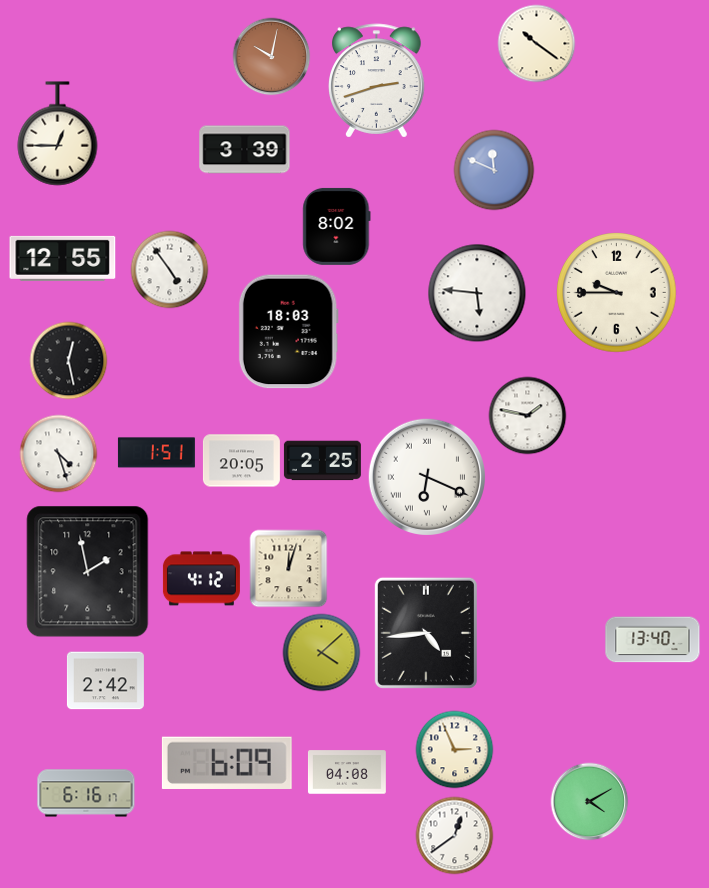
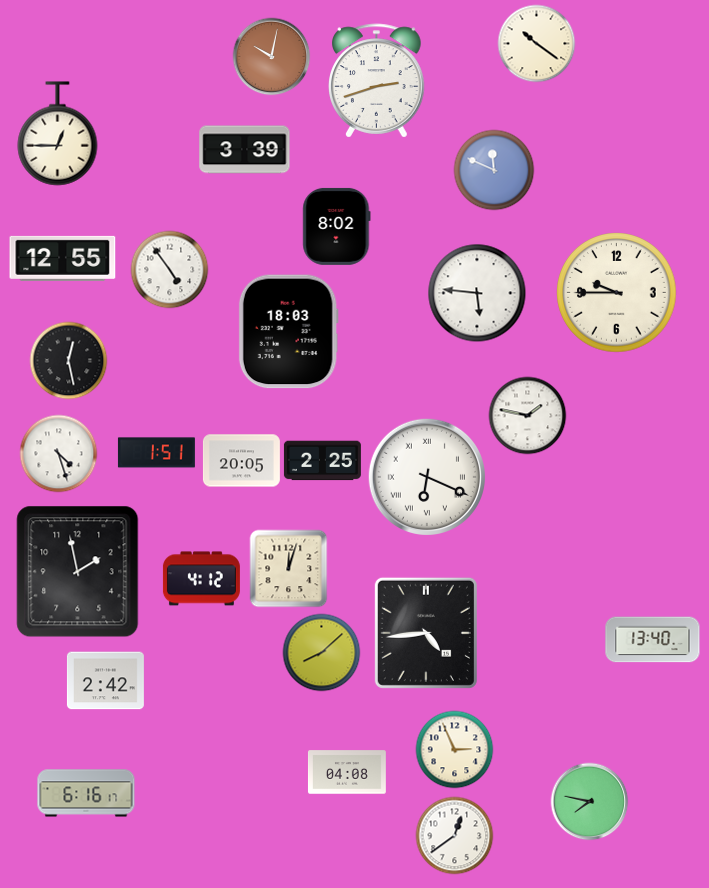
clock at (88, 572) position: (88, 572) -> (78, 572)
clock at (321, 652): 4:08 -> 8:08
clock at (227, 762): 6:09 -> none
clock at (589, 801): 4:10 -> 7:47
